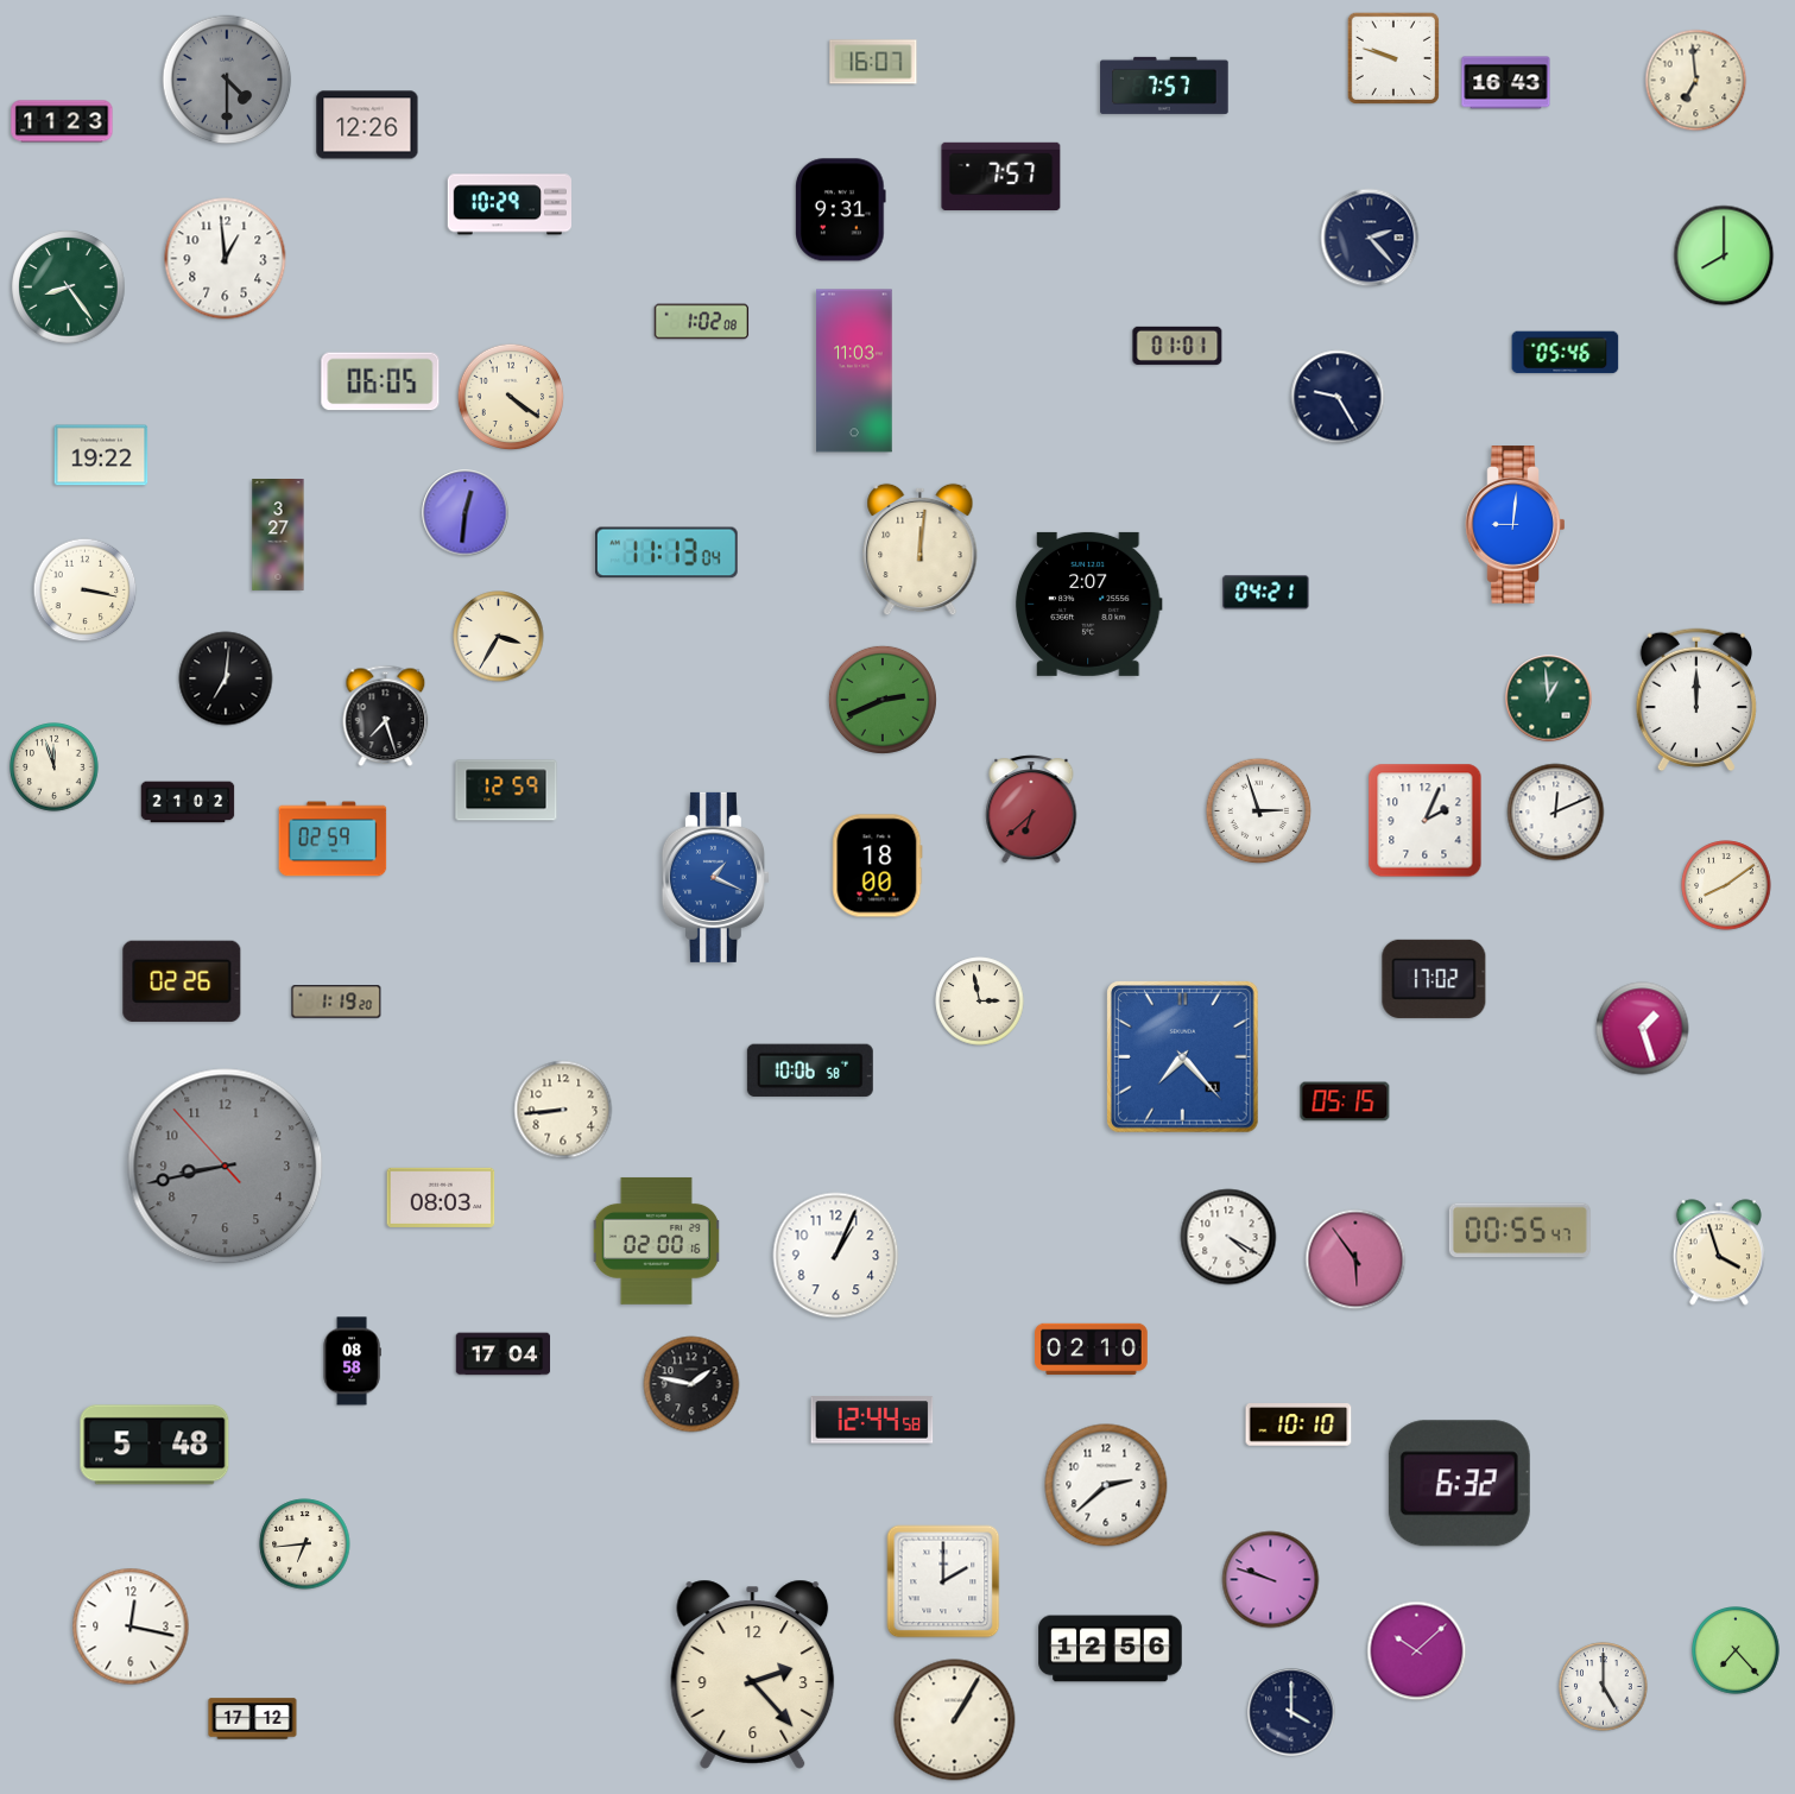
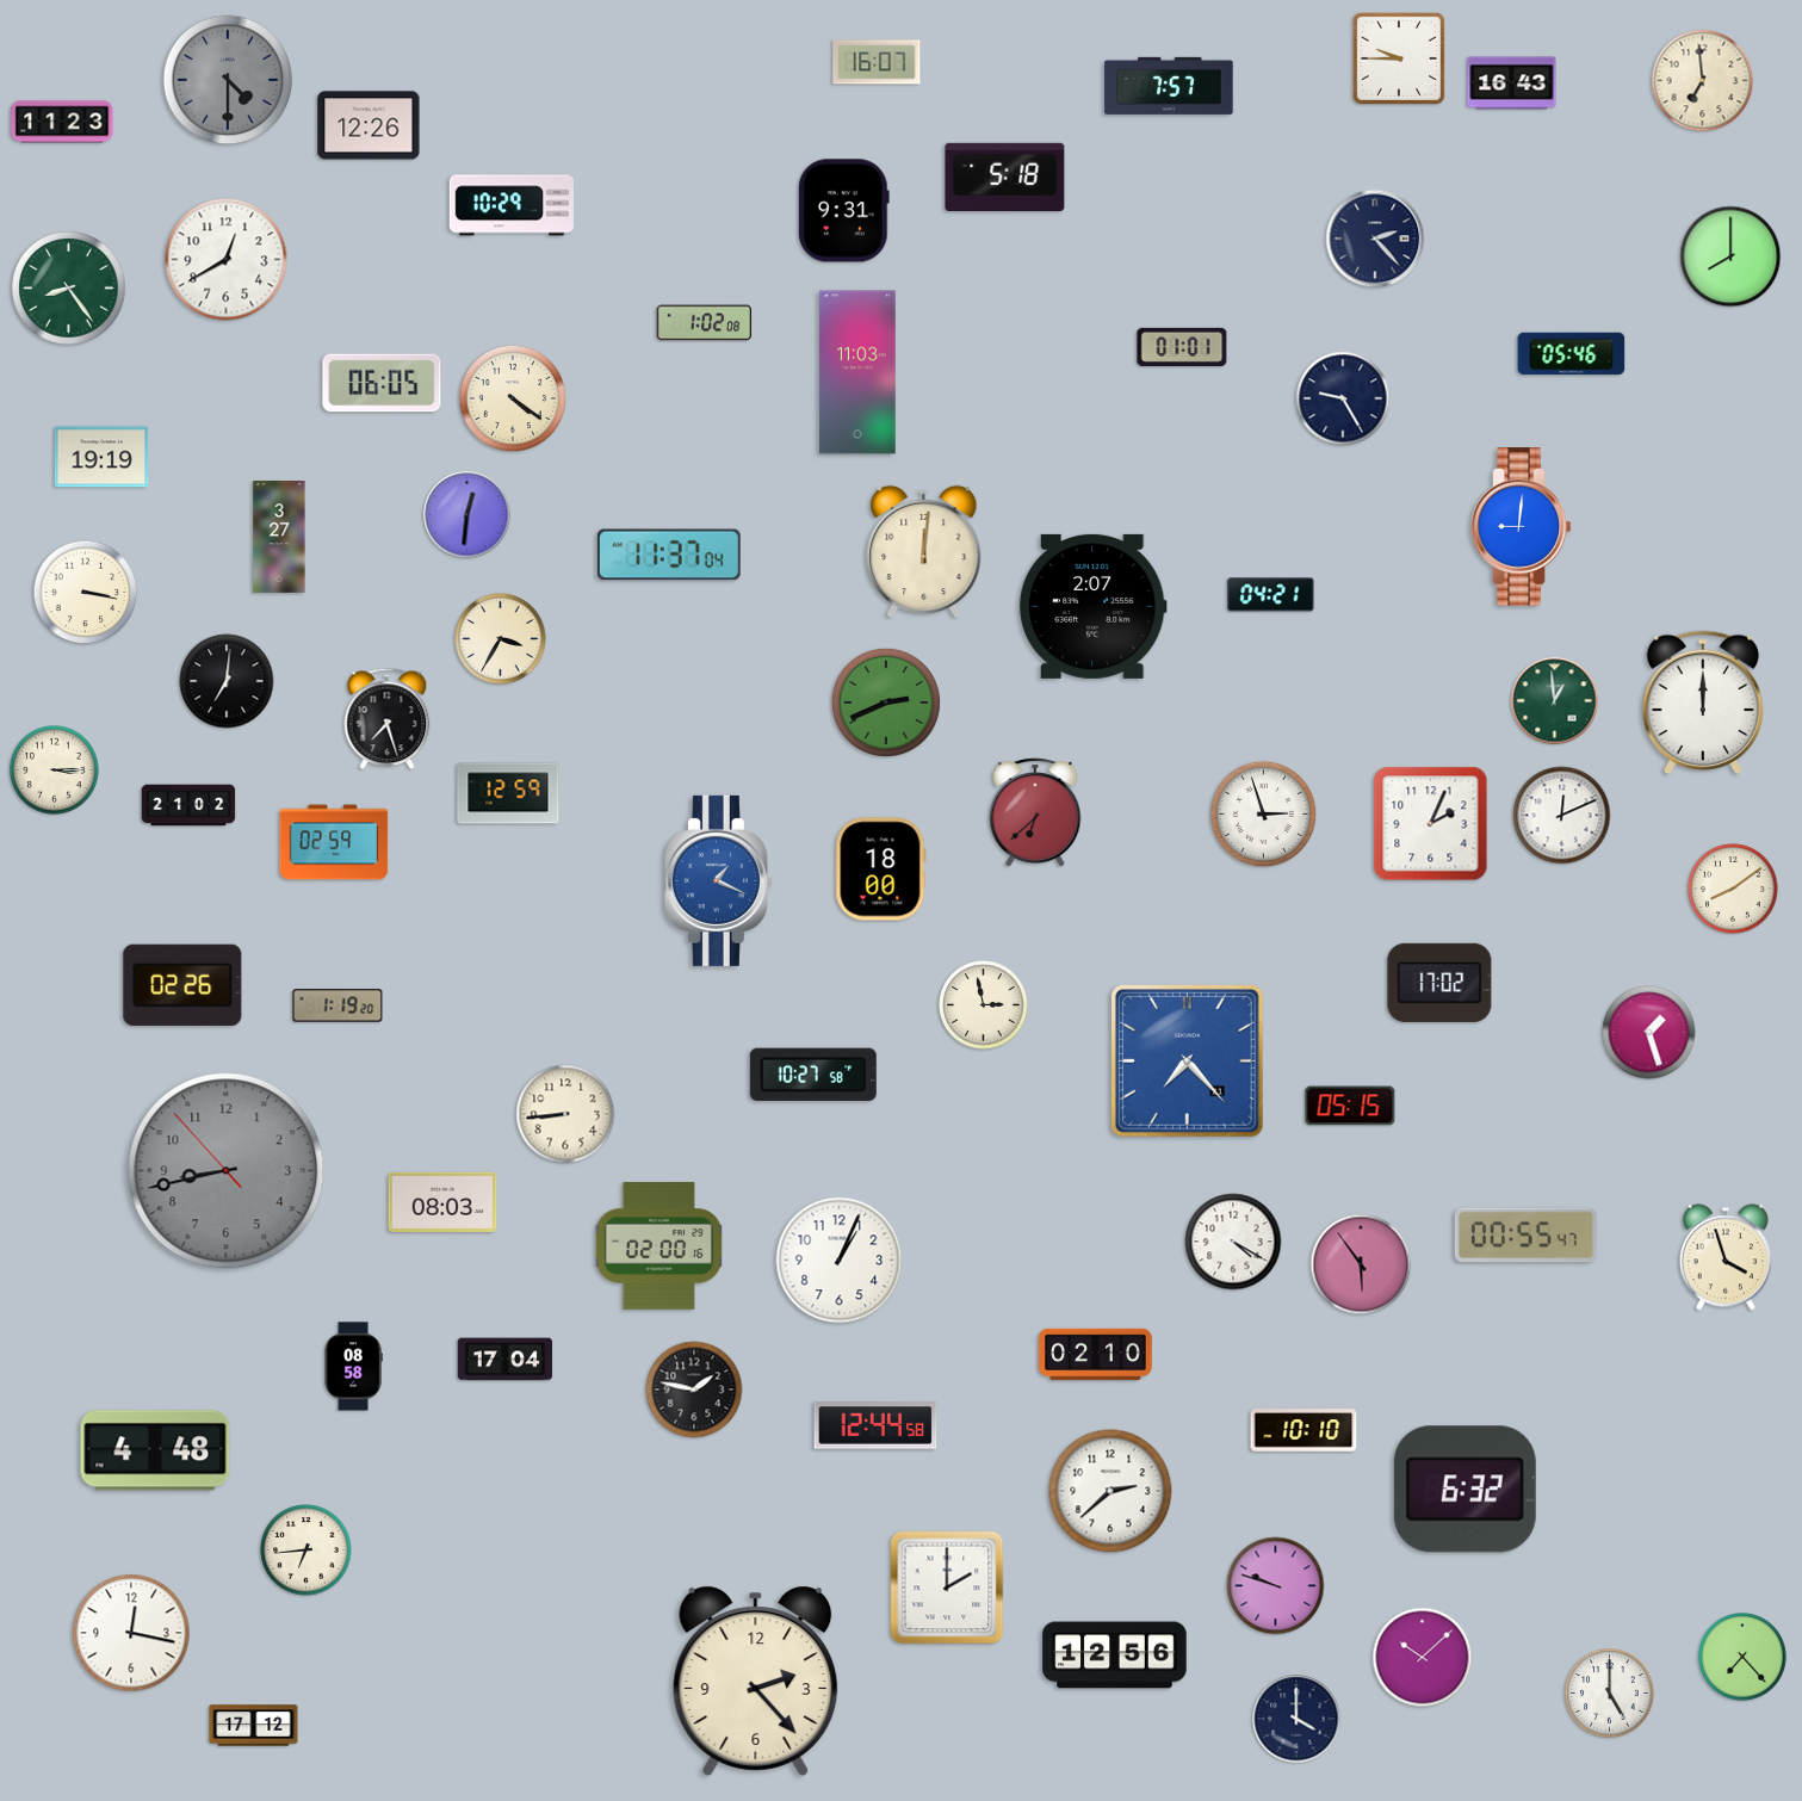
clock at (1393, 58): 9:48 -> 9:45
clock at (1001, 176): 7:57 -> 5:18
clock at (226, 259): 12:59 -> 12:40
clock at (101, 455): 19:22 -> 19:19
clock at (666, 552): 11:13 -> 11:37
clock at (55, 767): 11:57 -> 3:15
clock at (810, 1069): 10:06 -> 10:27
clock at (154, 1445): 5:48 -> 4:48
clock at (955, 1720): 1:05 -> none
